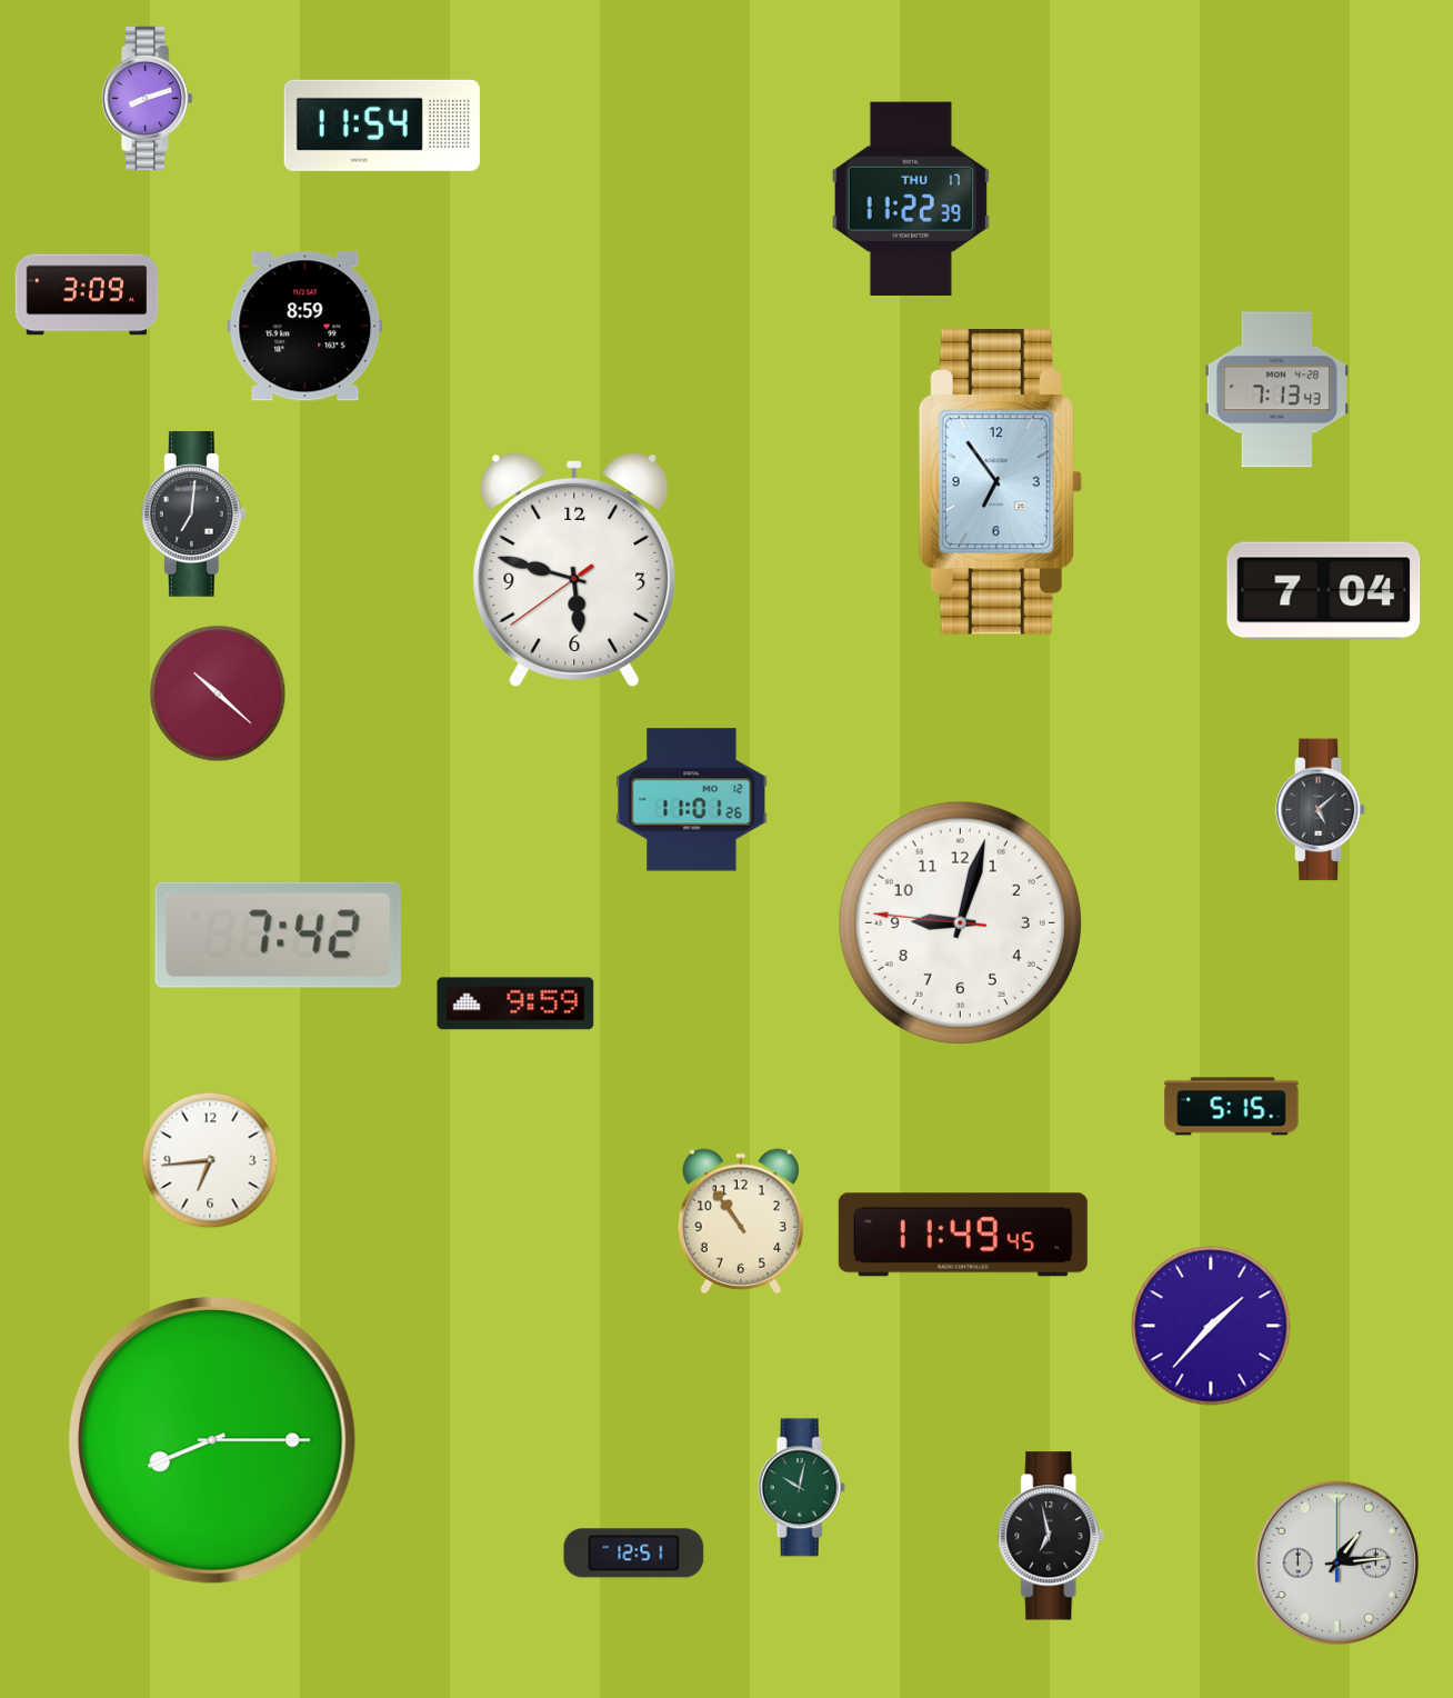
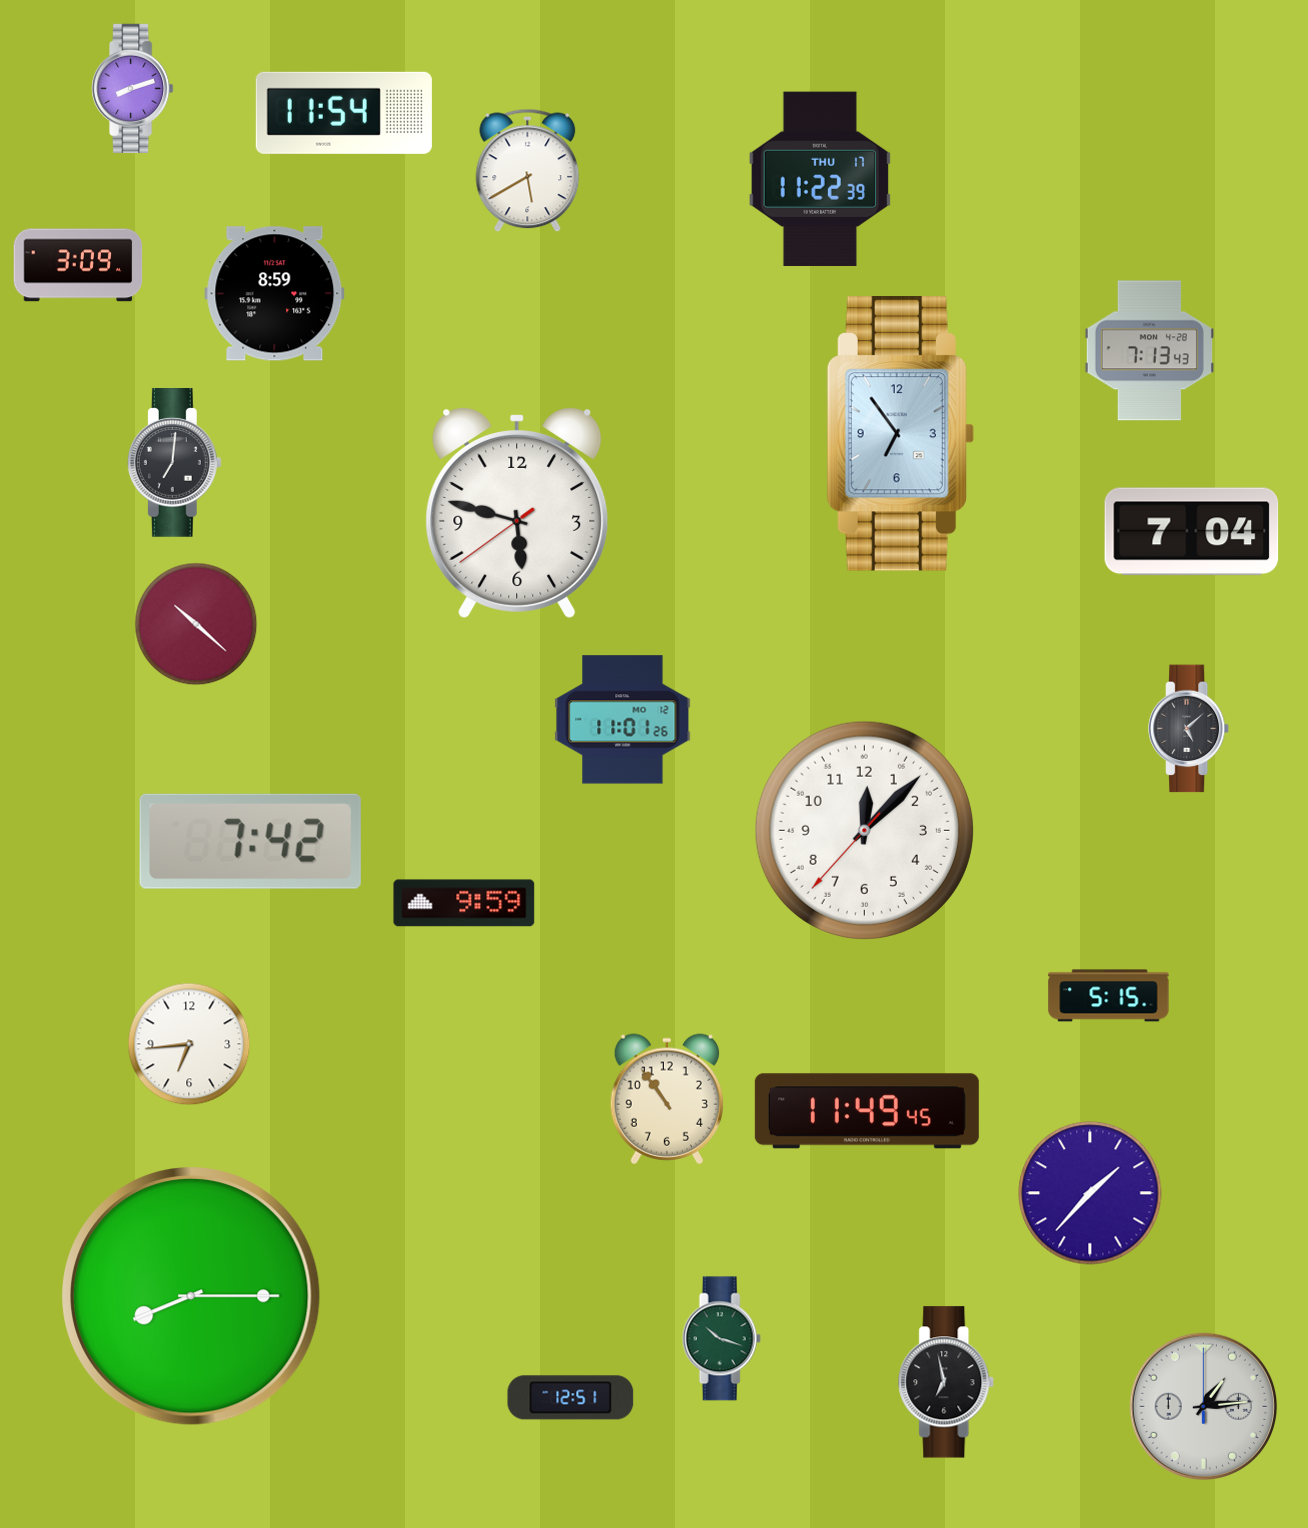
clock at (528, 171): none -> 5:40
clock at (960, 922): 9:02 -> 12:07
clock at (801, 1488): 10:02 -> 10:18
